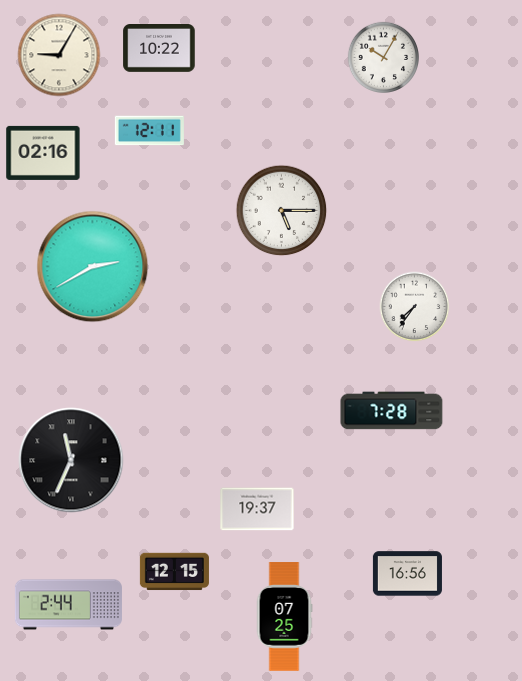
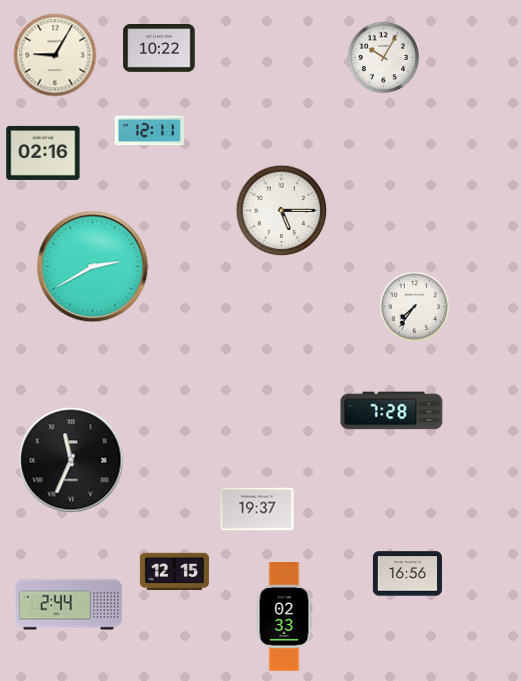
clock at (59, 55) position: (59, 55) -> (55, 55)
clock at (284, 617): 07:25 -> 02:33
